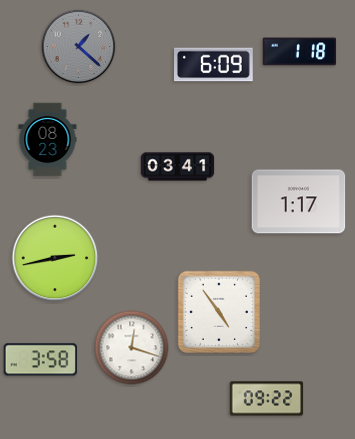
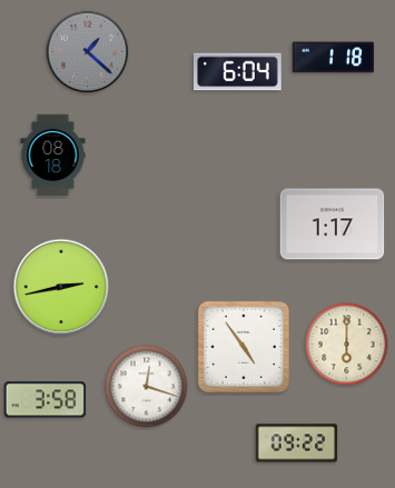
clock at (214, 65): 6:09 -> 6:04
clock at (48, 140): 08:23 -> 08:18
clock at (178, 167): 03:41 -> none
clock at (347, 345): none -> 6:00
